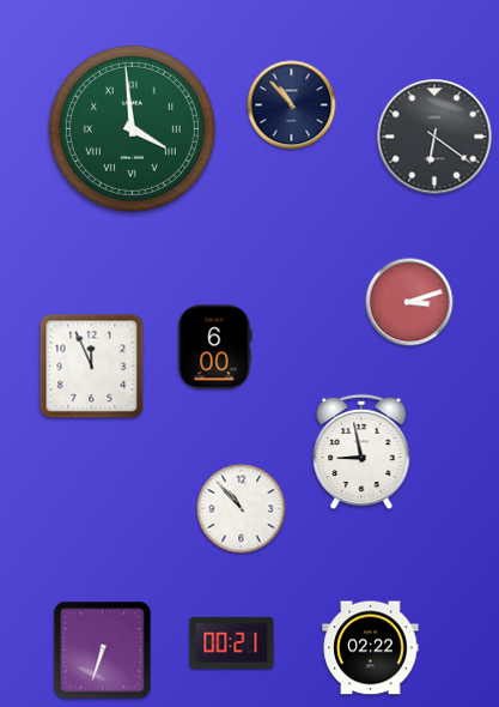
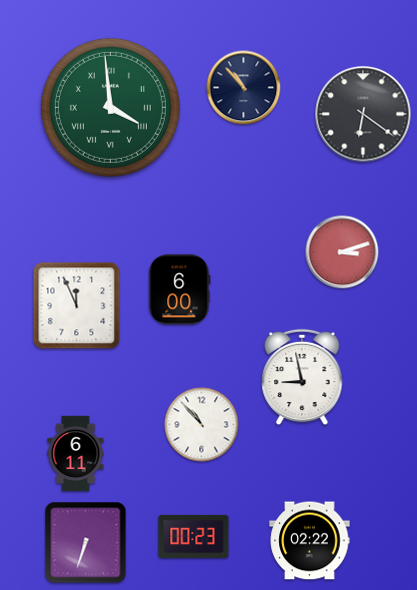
clock at (76, 454): none -> 6:11
clock at (232, 642): 00:21 -> 00:23
